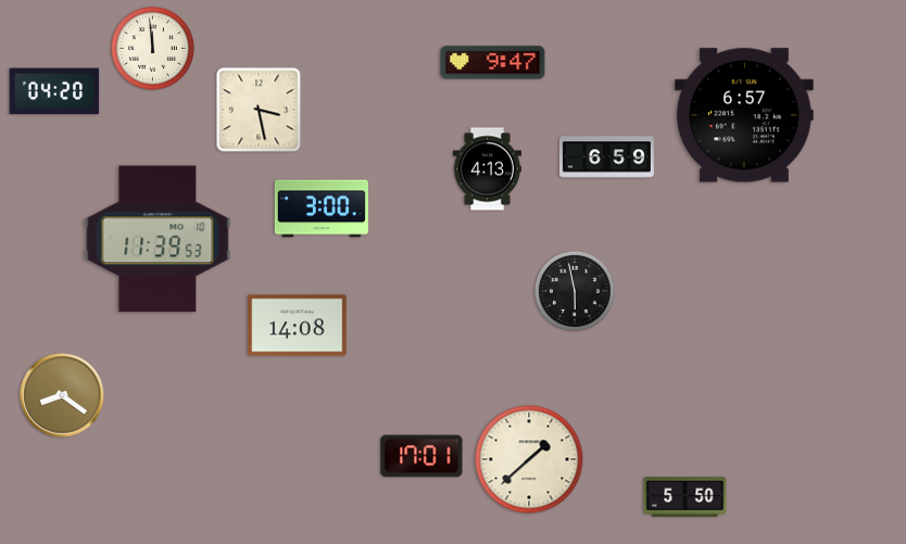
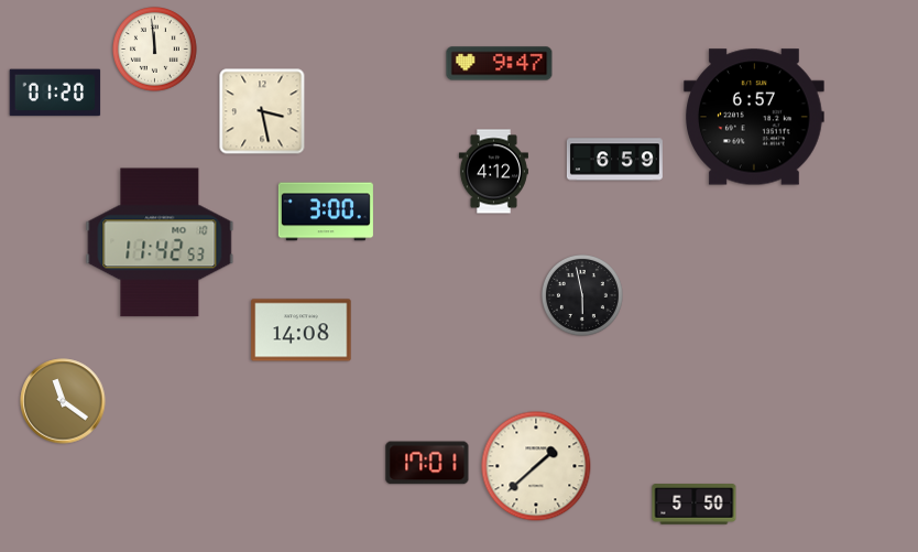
clock at (54, 91): 04:20 -> 01:20
clock at (487, 169): 4:13 -> 4:12
clock at (158, 239): 11:39 -> 11:42
clock at (62, 395): 8:21 -> 11:21
